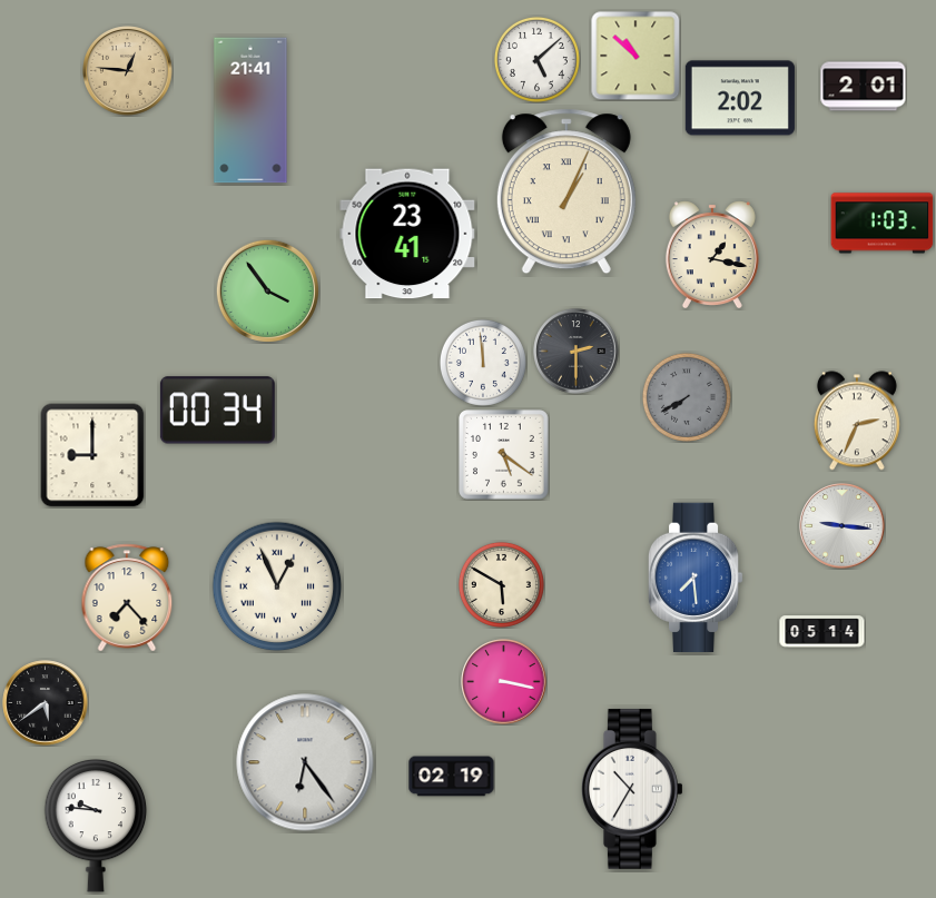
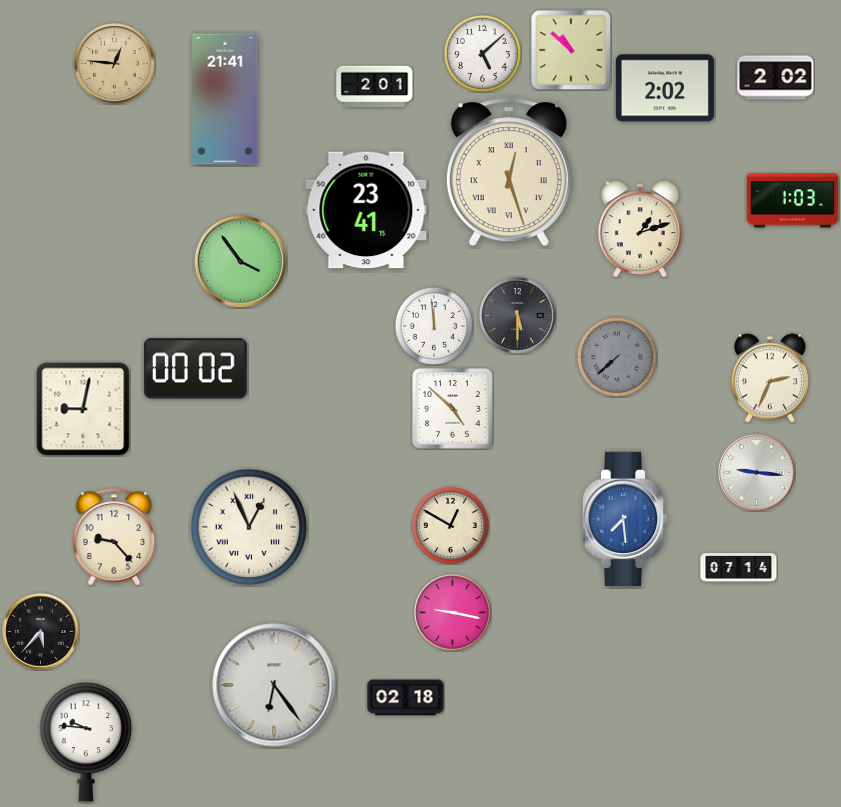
clock at (864, 87): 2:01 -> 2:02
clock at (375, 87): none -> 2:01
clock at (566, 191): 1:04 -> 12:27
clock at (712, 255): 1:17 -> 1:12
clock at (577, 352): 2:30 -> 5:30
clock at (687, 397): 7:40 -> 7:38
clock at (217, 411): 00:34 -> 00:02
clock at (92, 455): 9:00 -> 9:02
clock at (504, 455): 5:21 -> 4:52
clock at (501, 584): 5:50 -> 12:50
clock at (127, 598): 7:23 -> 9:23
clock at (822, 632): 05:14 -> 07:14
clock at (504, 682): 3:17 -> 9:17
clock at (46, 703): 5:39 -> 5:37
clock at (452, 777): 02:19 -> 02:18
clock at (632, 789): 10:35 -> none
